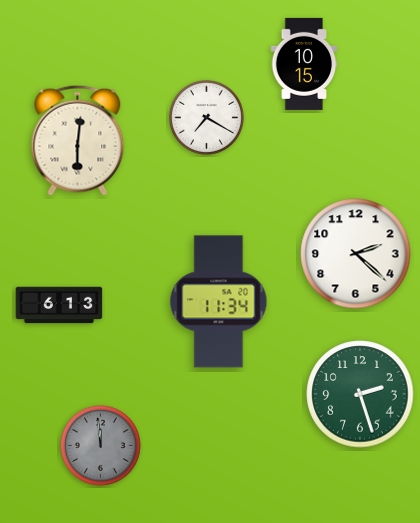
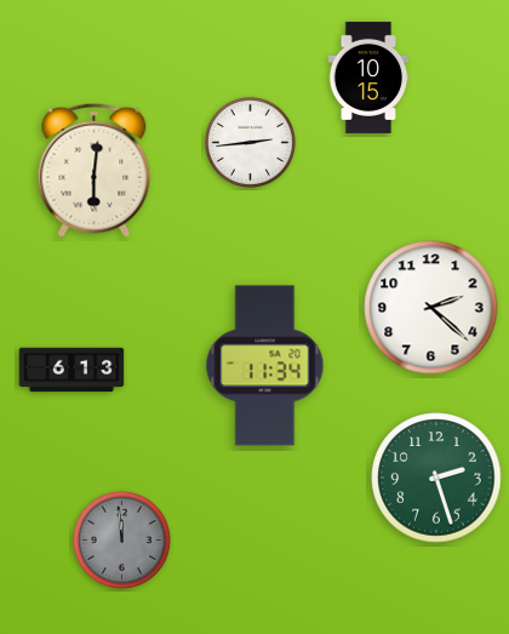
clock at (206, 117): 7:20 -> 2:44
